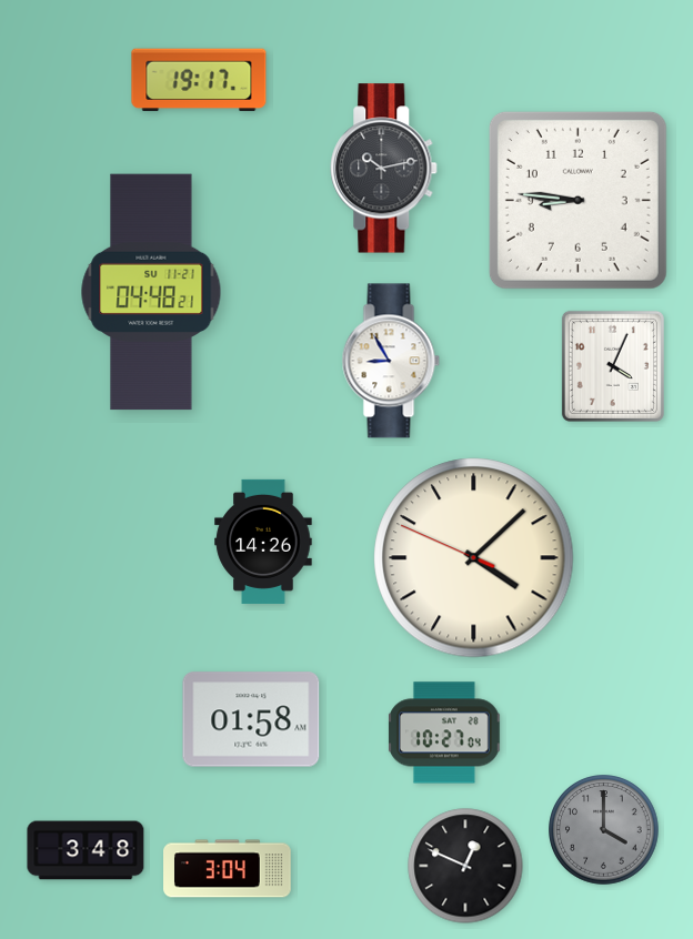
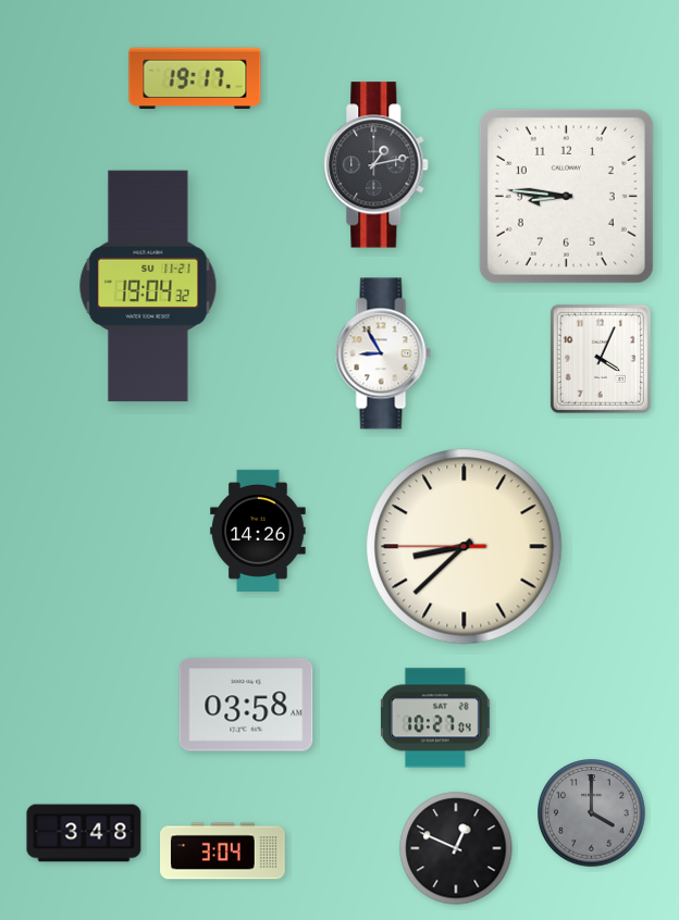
clock at (384, 169): 10:13 -> 1:13
clock at (151, 292): 04:48 -> 19:04
clock at (474, 558): 4:07 -> 8:37
clock at (251, 719): 01:58 -> 03:58
